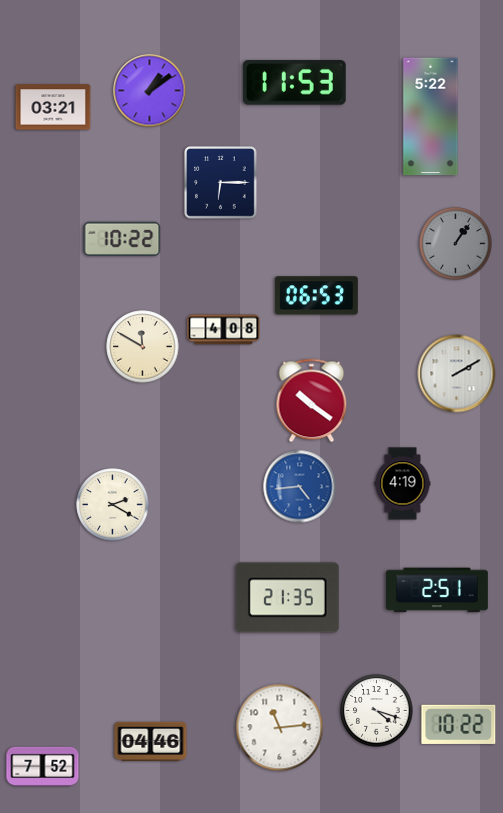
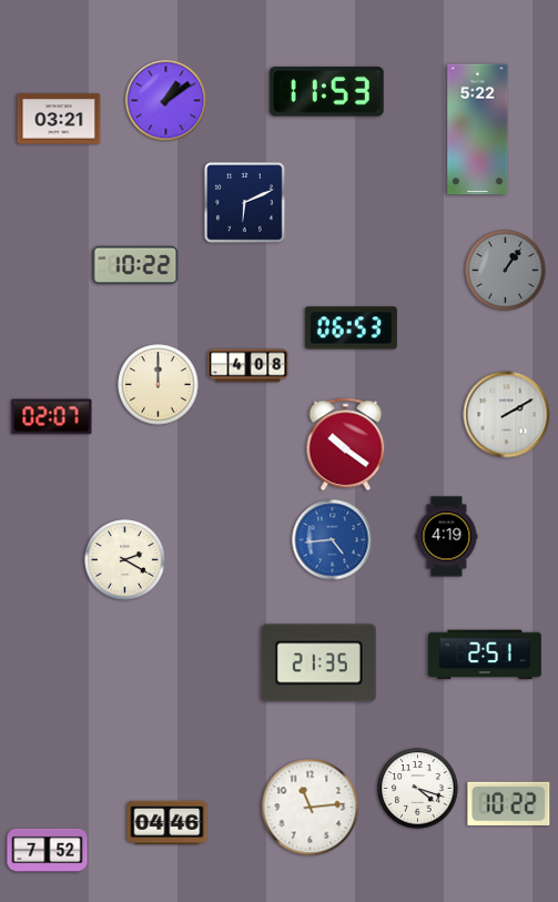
clock at (221, 183): 6:15 -> 6:11
clock at (143, 347): 11:50 -> 12:00
clock at (52, 417): none -> 02:07
